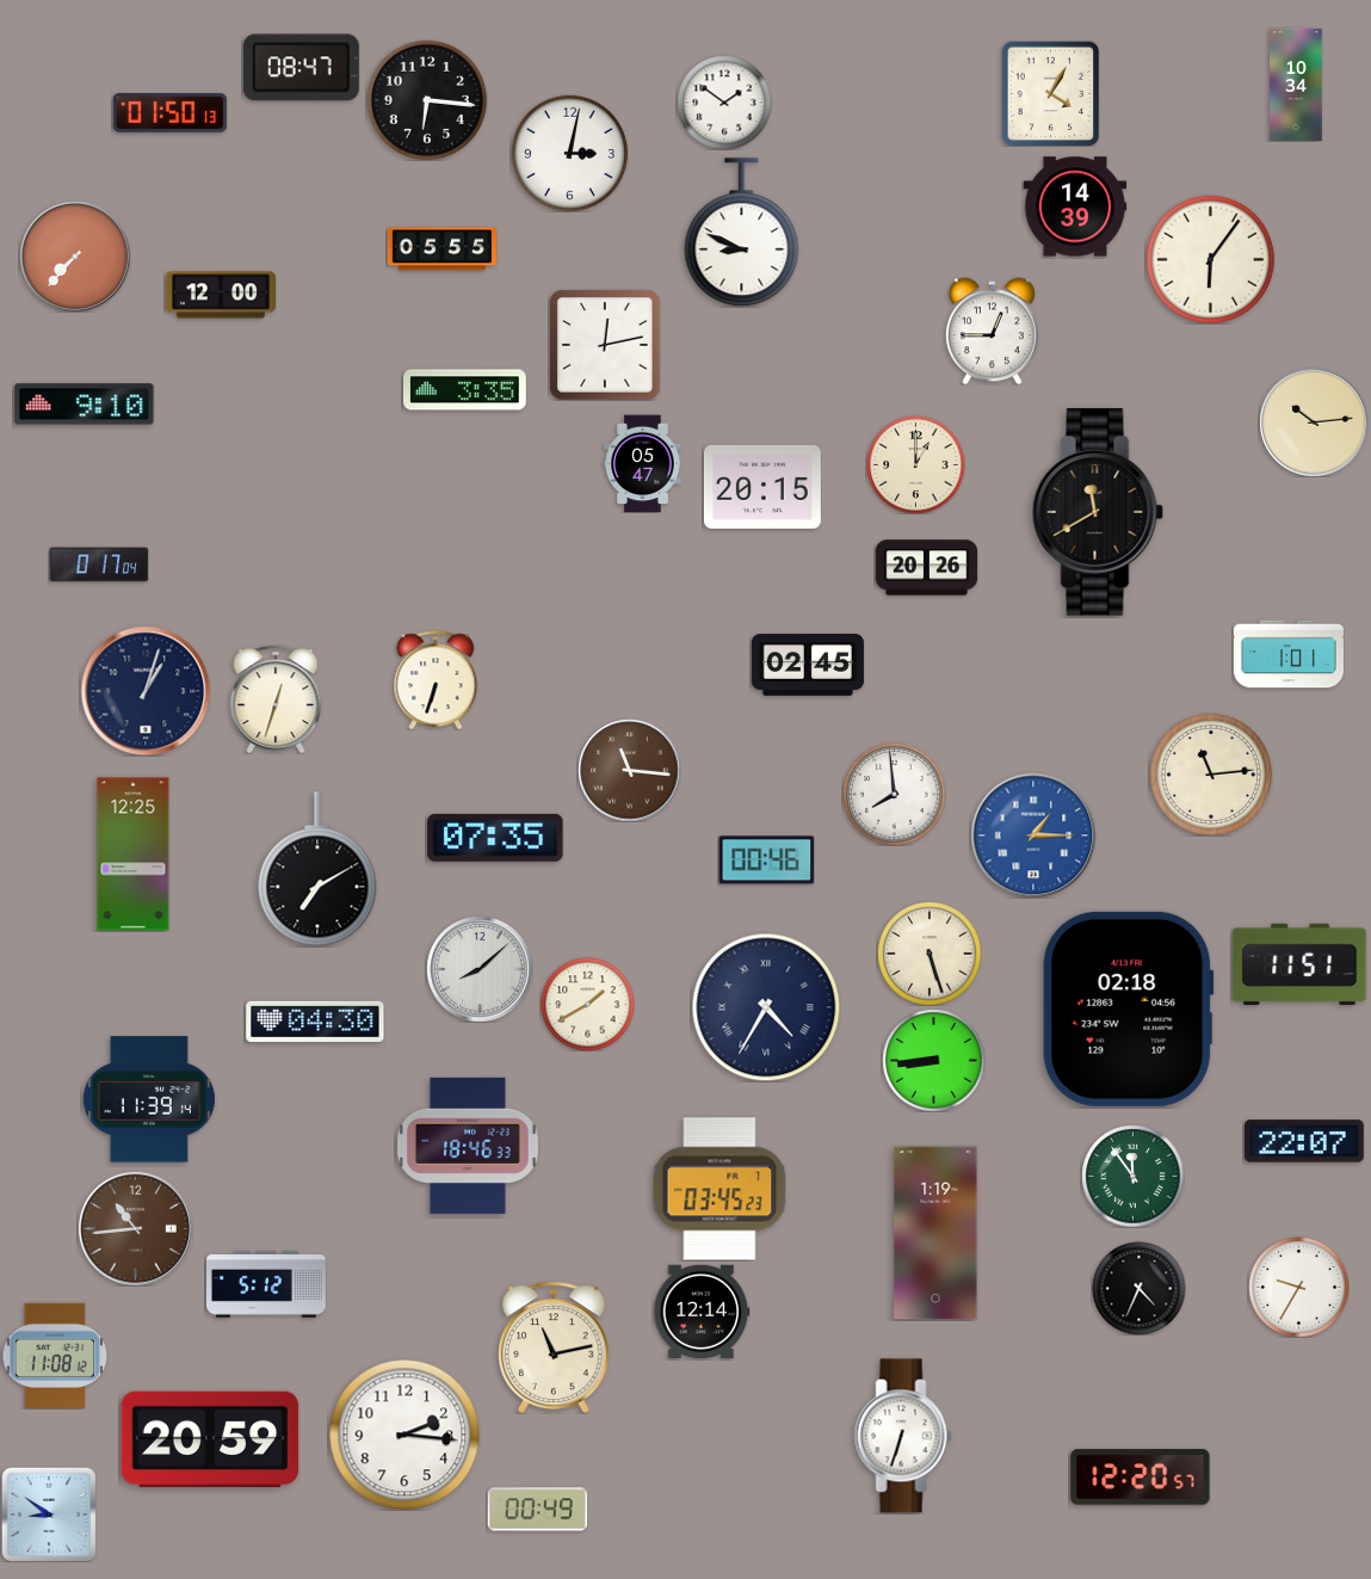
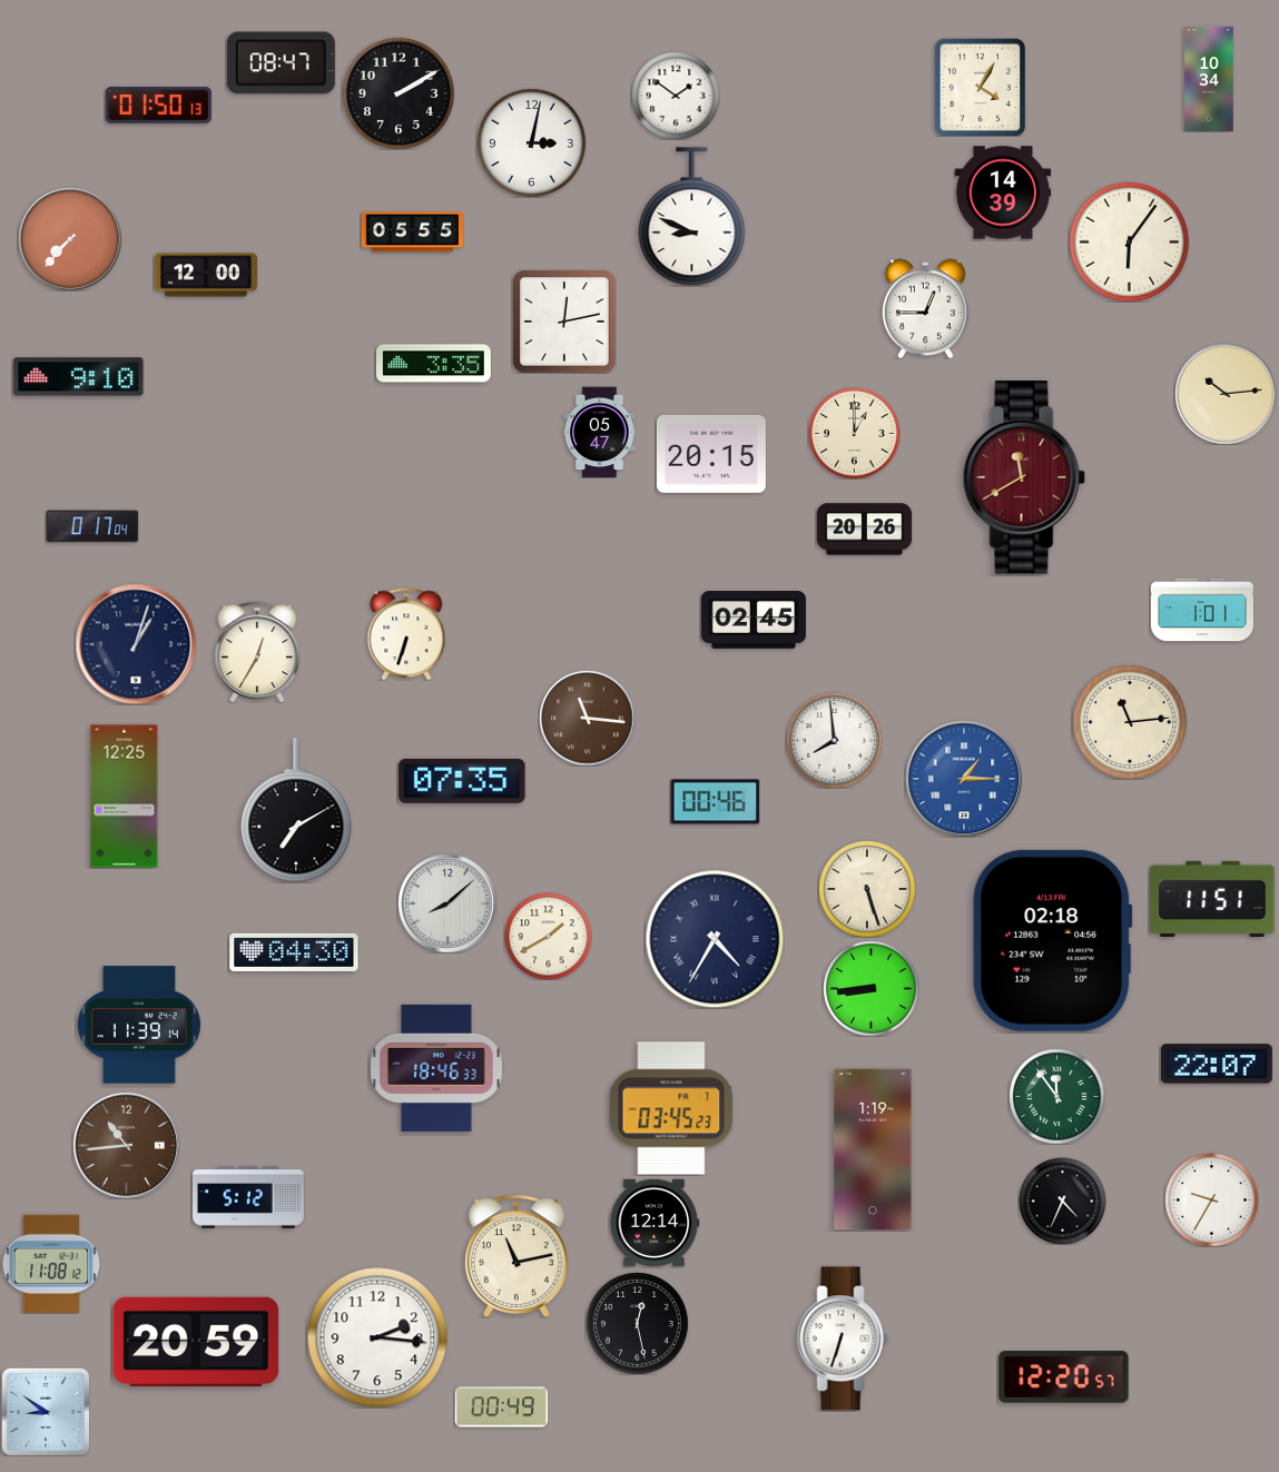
clock at (427, 100): 6:16 -> 2:10
clock at (1098, 512) dial: black -> burgundy
clock at (276, 699): 12:33 -> 12:35
clock at (638, 1324): none -> 12:28
